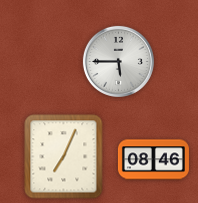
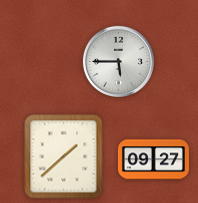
clock at (64, 157): 7:04 -> 1:38
clock at (153, 160): 08:46 -> 09:27
